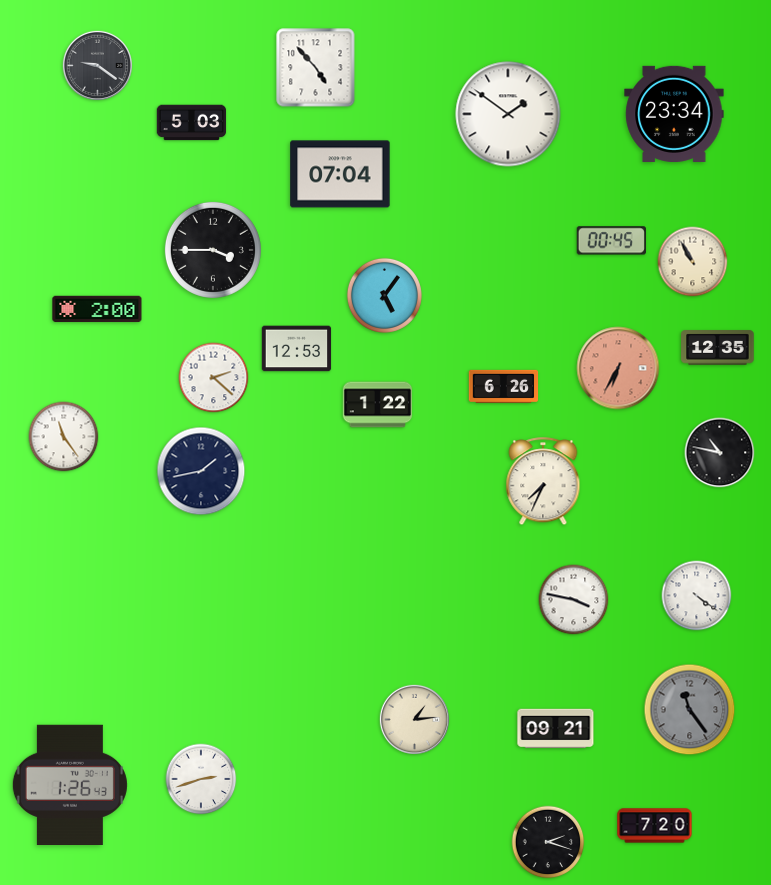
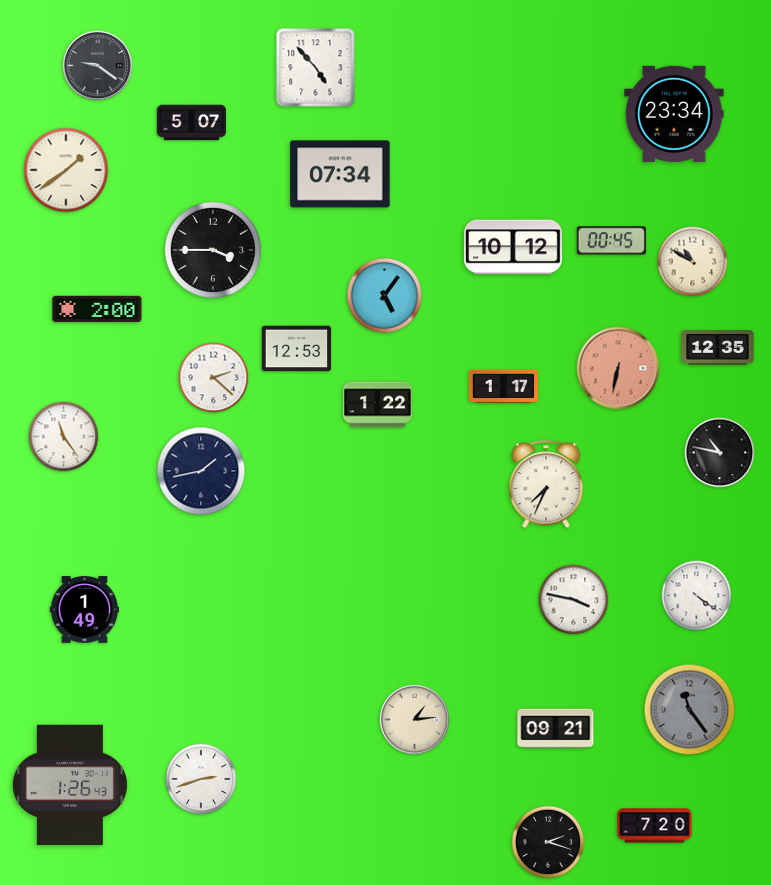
clock at (508, 114): 1:51 -> none
clock at (192, 123): 5:03 -> 5:07
clock at (66, 170): none -> 1:39
clock at (340, 174): 07:04 -> 07:34
clock at (514, 247): none -> 10:12
clock at (693, 262): 10:55 -> 10:50
clock at (618, 368): 6:35 -> 6:32
clock at (504, 386): 6:26 -> 1:17
clock at (543, 482) position: (543, 482) -> (546, 485)
clock at (85, 610): none -> 1:49
